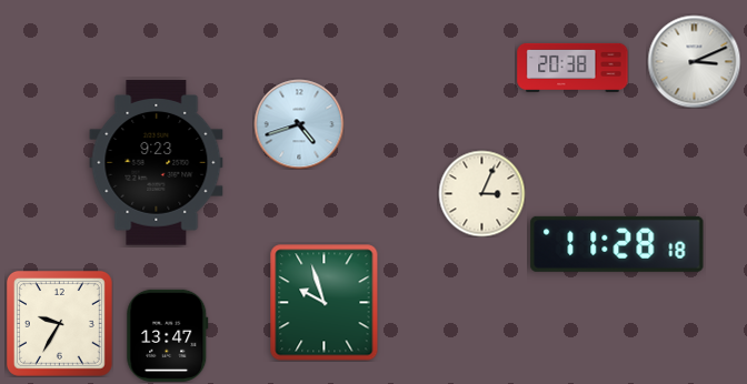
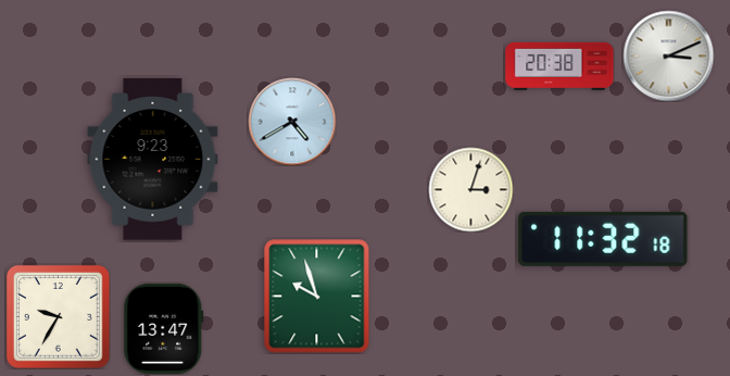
clock at (694, 61) position: (694, 61) -> (668, 55)
clock at (299, 124): 4:42 -> 4:40
clock at (481, 193): 3:04 -> 3:03
clock at (617, 244): 11:28 -> 11:32
